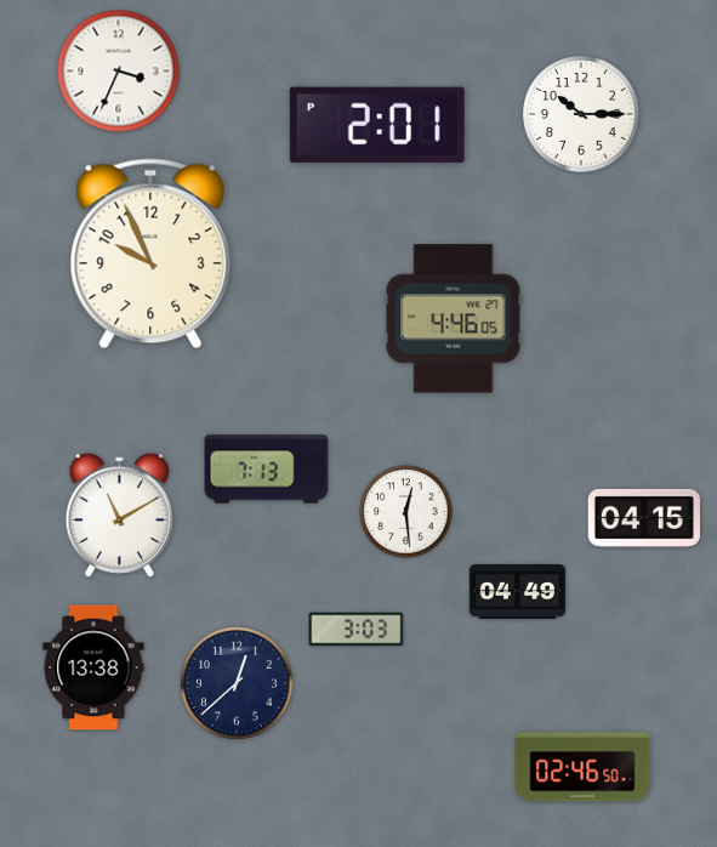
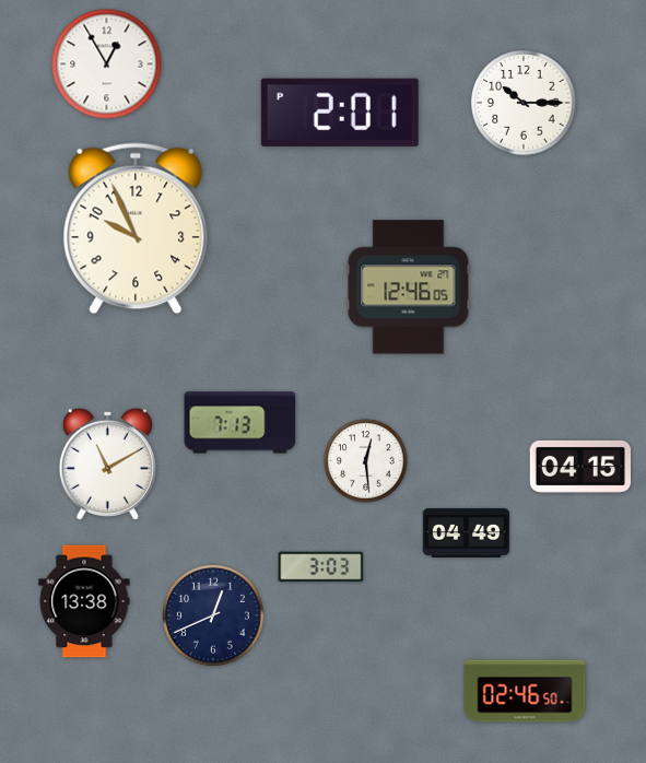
clock at (119, 72): 3:34 -> 12:55
clock at (454, 319): 4:46 -> 12:46
clock at (237, 683): 12:38 -> 12:41
